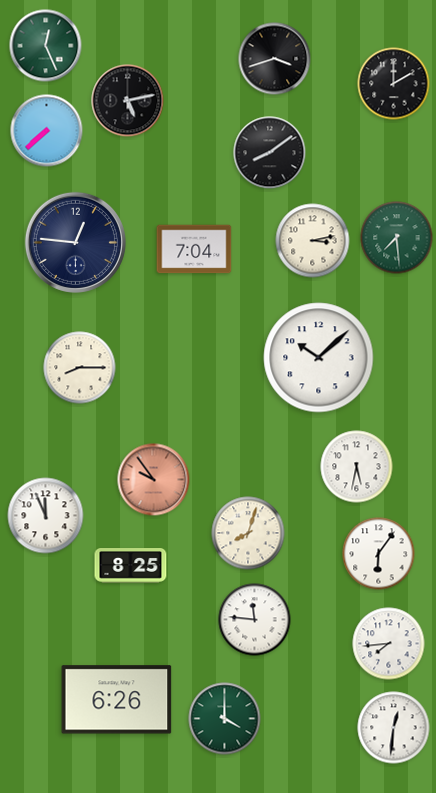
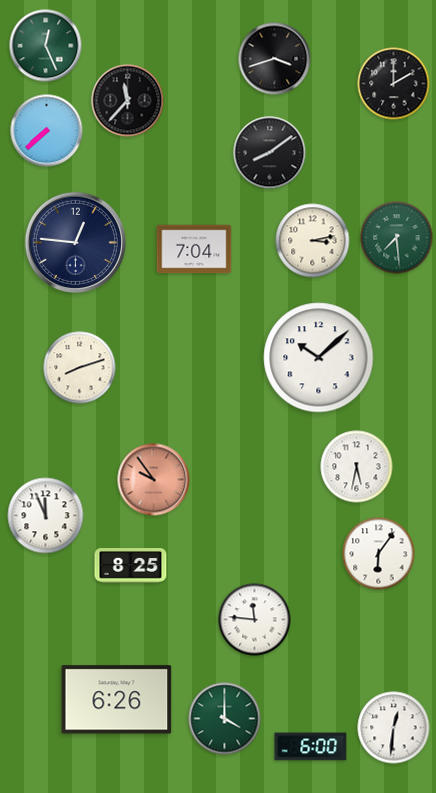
clock at (128, 101): 5:13 -> 11:37
clock at (80, 368): 8:15 -> 8:12
clock at (248, 533): 8:03 -> none
clock at (389, 644): 7:44 -> none
clock at (311, 747): none -> 6:00
